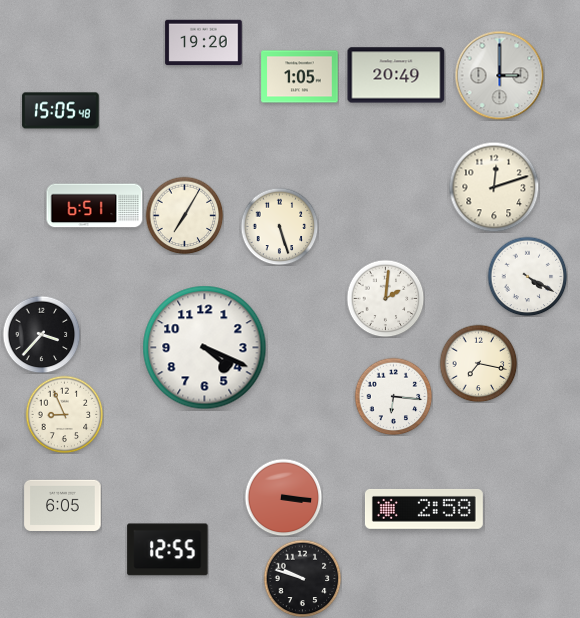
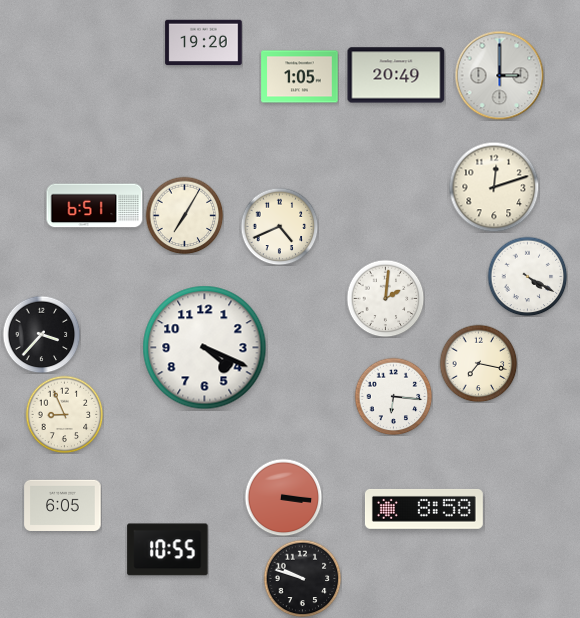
clock at (61, 111): 15:05 -> none
clock at (279, 226): 5:27 -> 4:41
clock at (424, 509): 2:58 -> 8:58
clock at (168, 550): 12:55 -> 10:55
